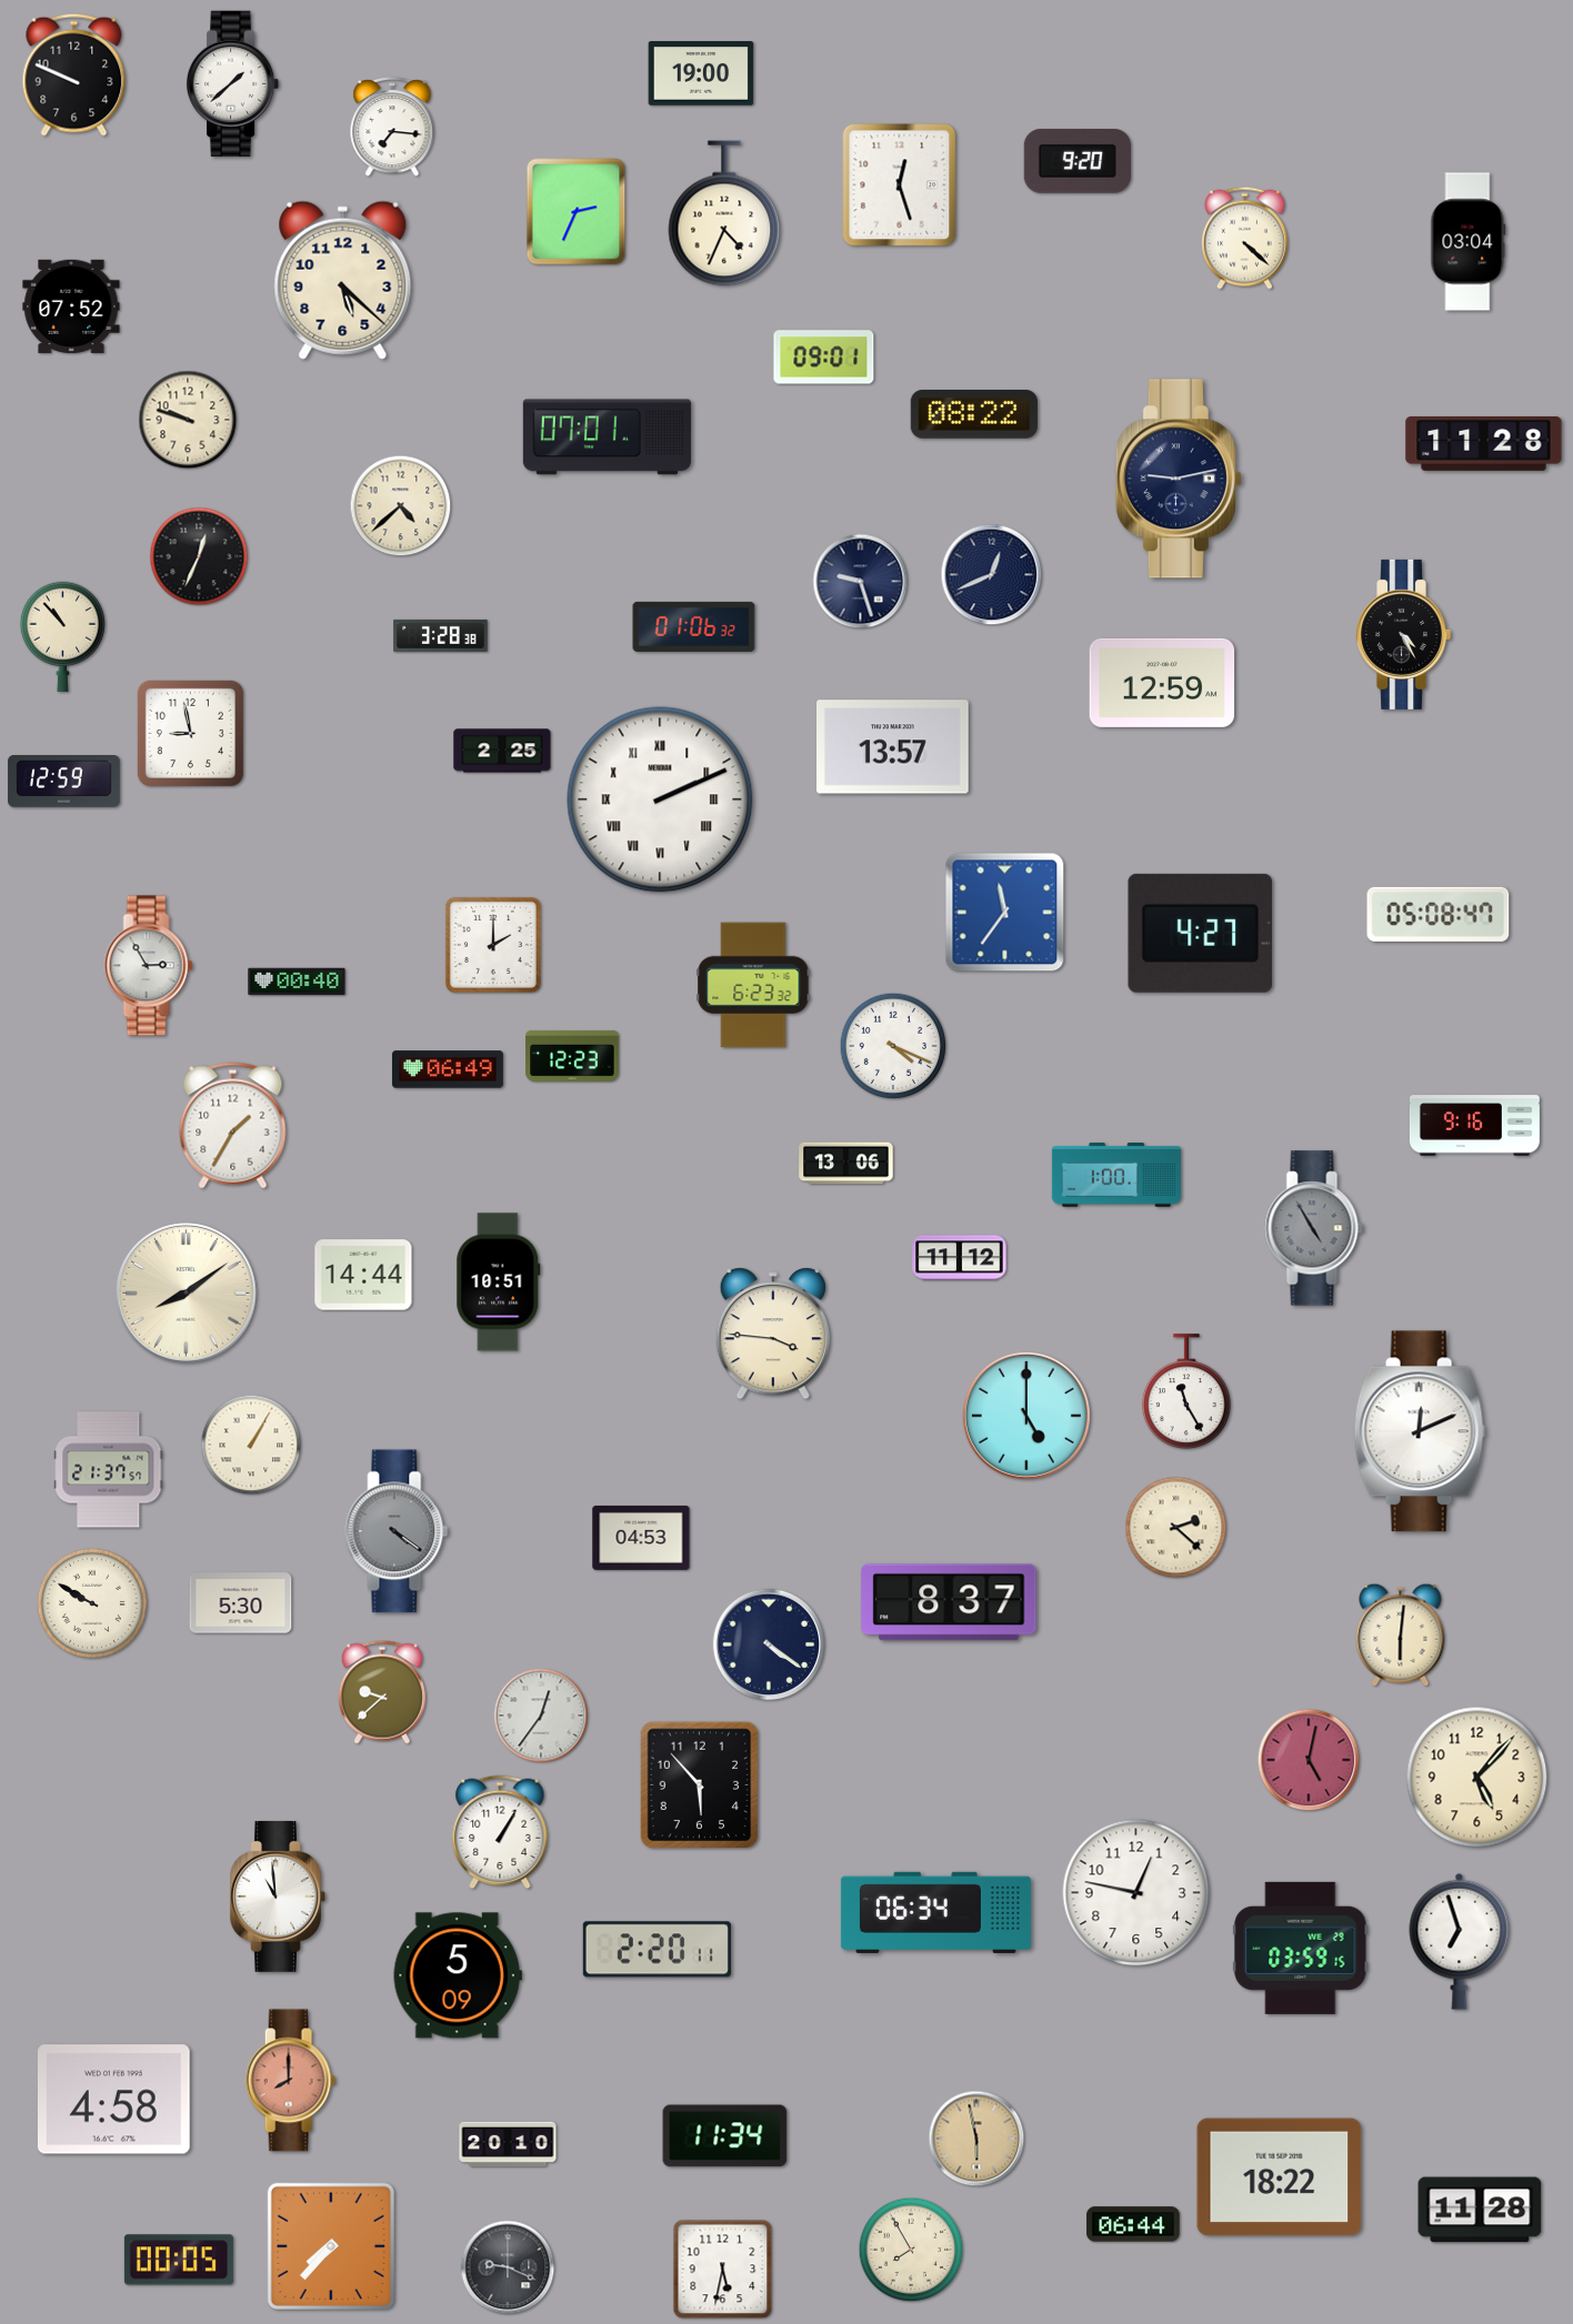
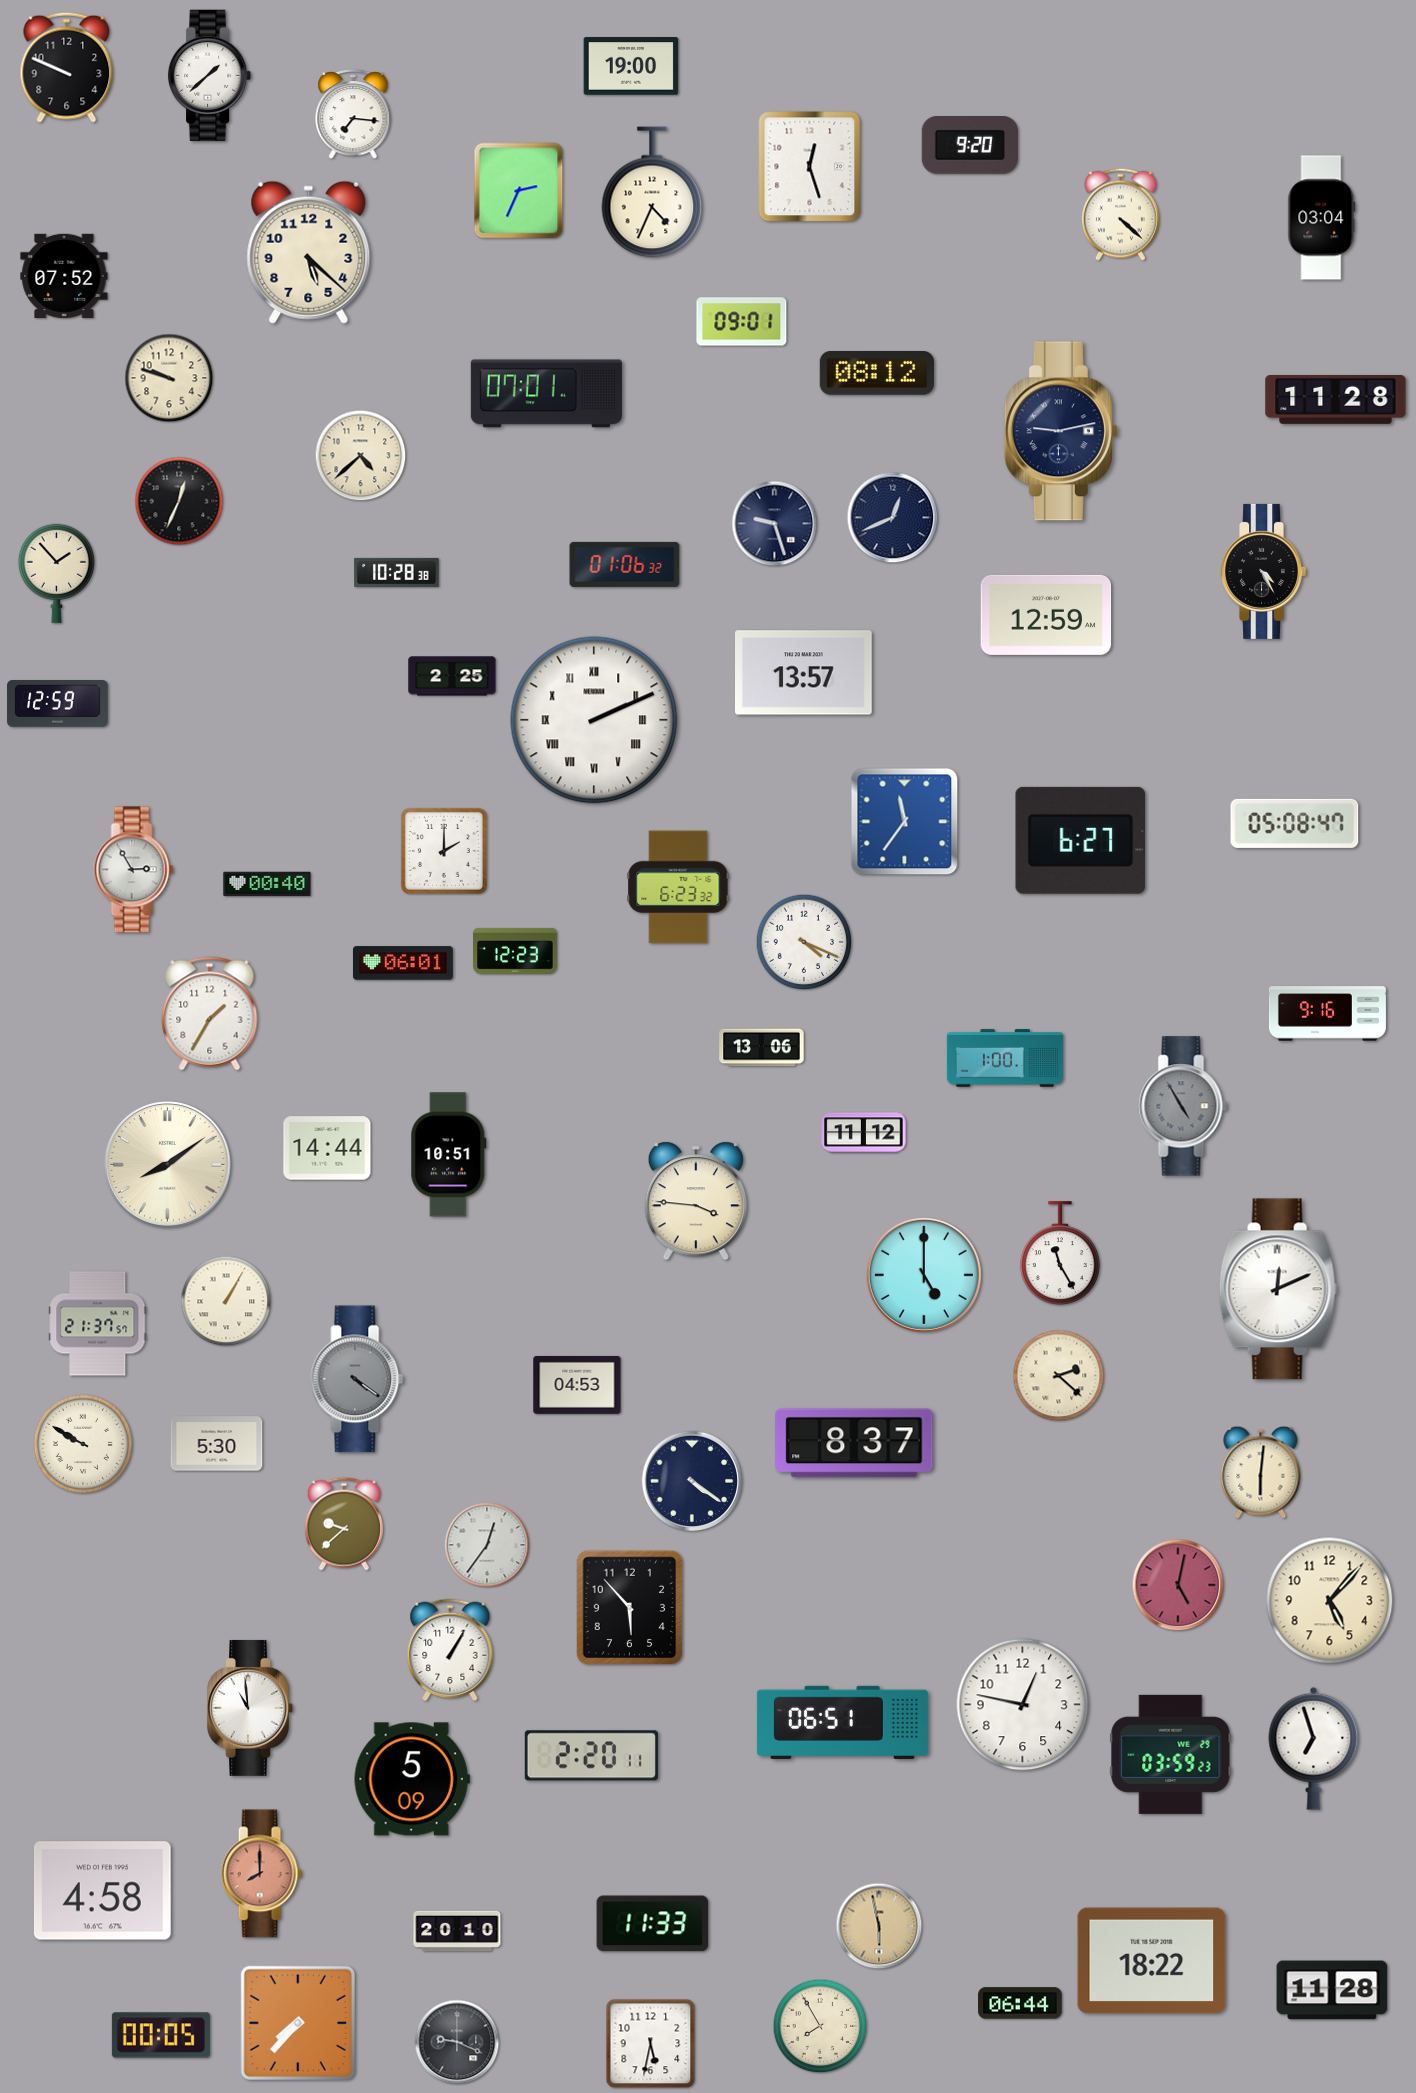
clock at (974, 415): 08:22 -> 08:12
clock at (441, 635): 3:28 -> 10:28
clock at (62, 636): 10:53 -> 1:53
clock at (190, 733): 8:58 -> none
clock at (1201, 933): 4:27 -> 6:27
clock at (448, 1069): 06:49 -> 06:01
clock at (1186, 1392) position: (1186, 1392) -> (1060, 1254)
clock at (935, 1912): 06:34 -> 06:51
clock at (1301, 1948): 03:59:15 -> 03:59:23
clock at (725, 2136): 11:34 -> 11:33
